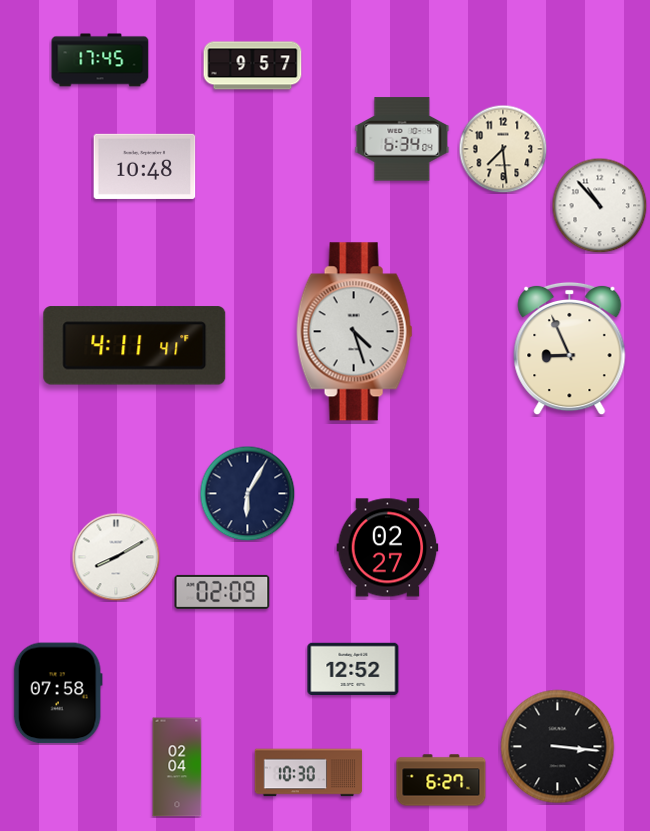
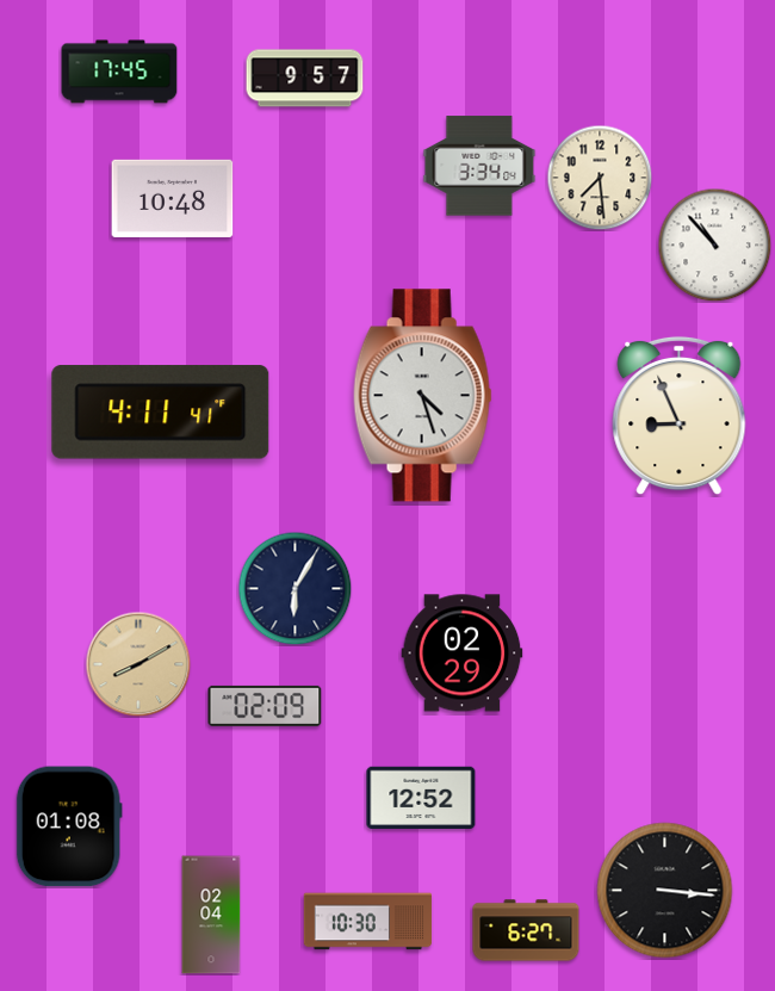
clock at (253, 66) position: (253, 66) -> (305, 79)
clock at (402, 139): 6:34 -> 3:34
clock at (388, 548): 02:27 -> 02:29
clock at (116, 557) dial: white -> champagne
clock at (58, 693): 07:58 -> 01:08
